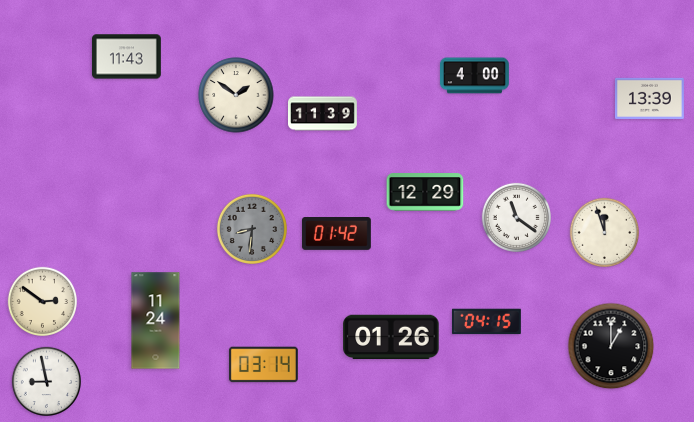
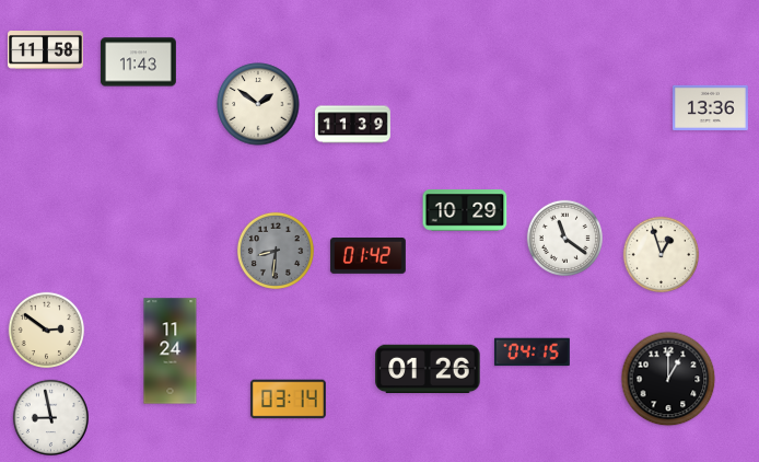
clock at (46, 50): none -> 11:58
clock at (474, 76): 4:00 -> none
clock at (650, 98): 13:39 -> 13:36
clock at (425, 192): 12:29 -> 10:29
clock at (604, 232): 11:57 -> 12:57
